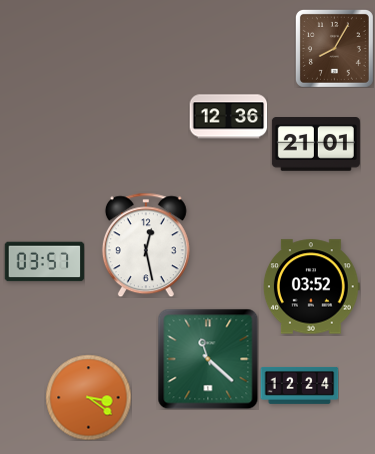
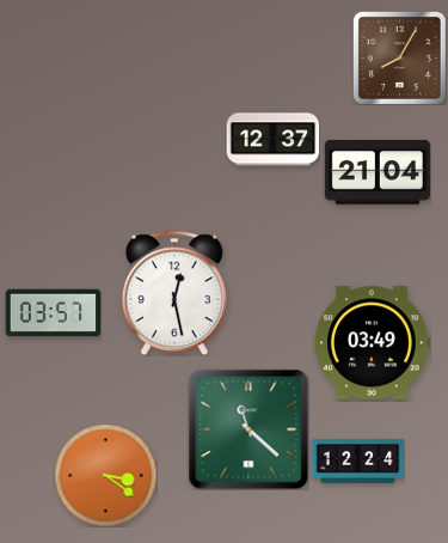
clock at (228, 117): 12:36 -> 12:37
clock at (316, 145): 21:01 -> 21:04
clock at (311, 287): 03:52 -> 03:49
